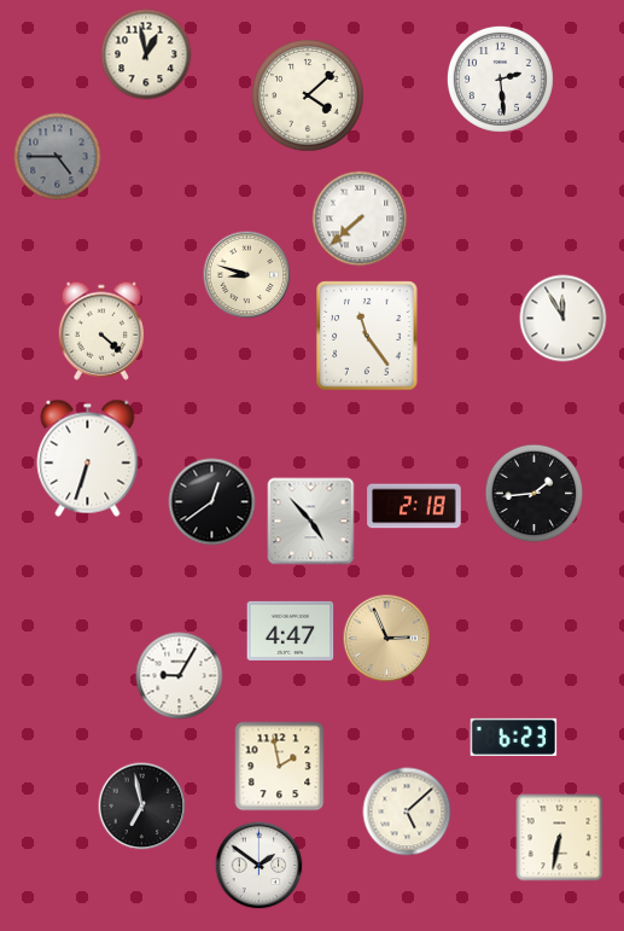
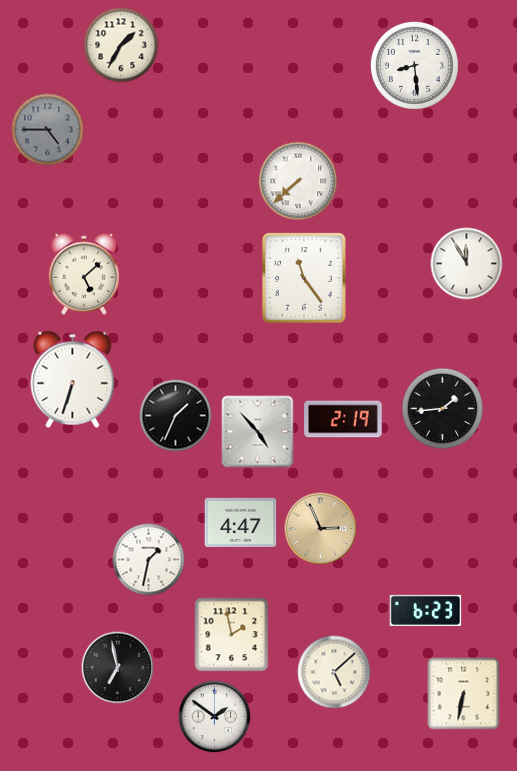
clock at (146, 54): 12:58 -> 1:35
clock at (500, 78): 2:29 -> 8:29
clock at (308, 95): 4:08 -> none
clock at (247, 275): 8:48 -> none
clock at (101, 331): 4:22 -> 5:08
clock at (212, 502): 12:39 -> 1:34
clock at (414, 506): 2:18 -> 2:19
clock at (180, 676): 9:05 -> 1:32
clock at (407, 811) position: (407, 811) -> (334, 672)
